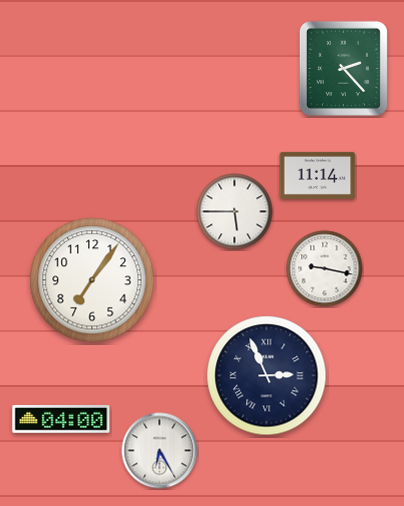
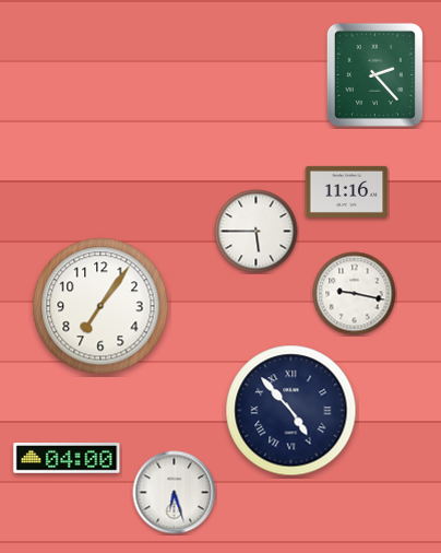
clock at (318, 175): 11:14 -> 11:16
clock at (267, 376): 2:56 -> 4:53
clock at (160, 451): 6:25 -> 6:27
